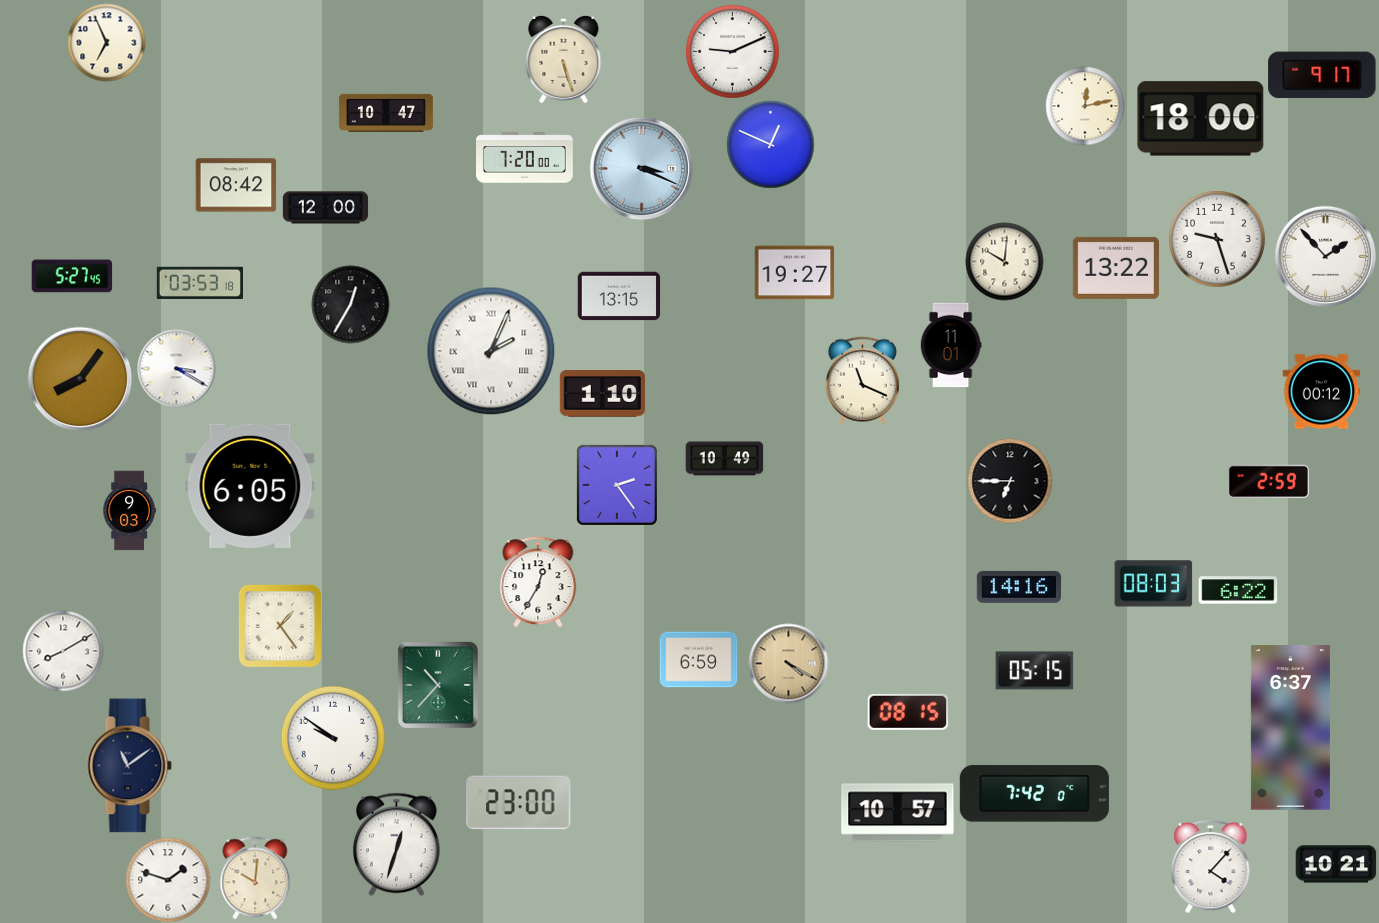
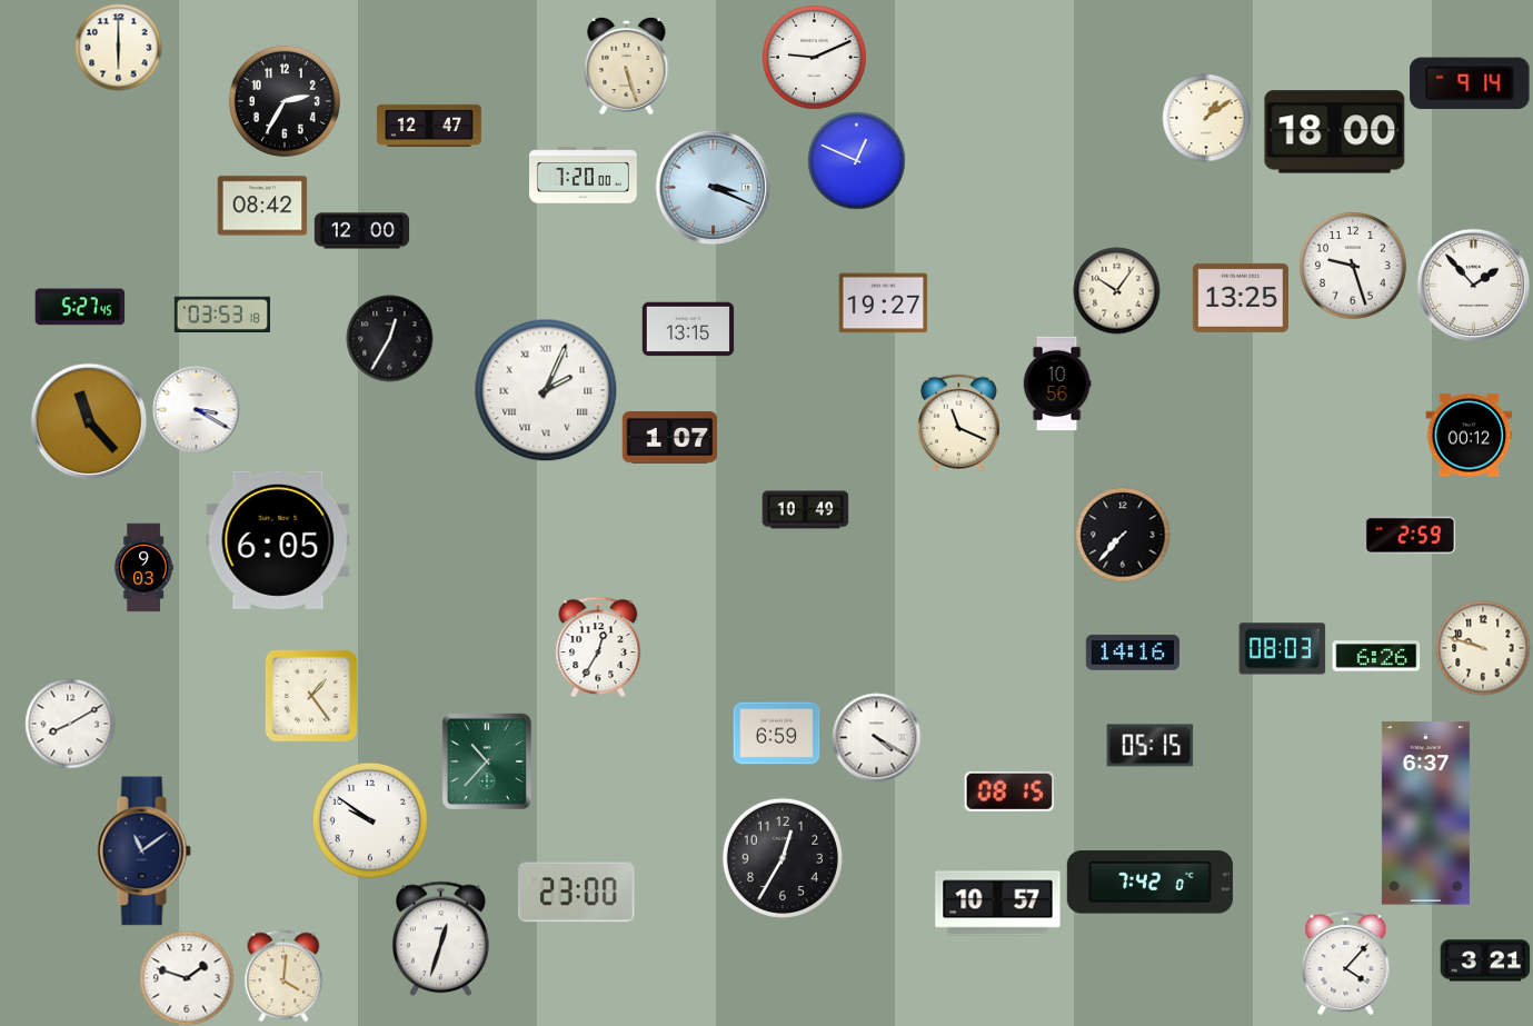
clock at (106, 42): 6:56 -> 6:00
clock at (1322, 75): 9:17 -> 9:14
clock at (285, 101): none -> 2:35
clock at (1085, 106): 12:13 -> 1:09
clock at (386, 113): 10:47 -> 12:47
clock at (1004, 261): 10:01 -> 10:06
clock at (1116, 268): 13:22 -> 13:25
clock at (951, 345): 11:01 -> 10:56
clock at (80, 379): 8:06 -> 11:23
clock at (602, 394): 1:10 -> 1:07
clock at (1010, 481): 6:45 -> 7:37
clock at (617, 485): 2:24 -> none
clock at (1483, 648): none -> 9:48
clock at (1238, 590): 6:22 -> 6:26
clock at (788, 663) dial: champagne -> white
clock at (1290, 728) position: (1290, 728) -> (1425, 814)
clock at (783, 858): none -> 12:35
clock at (1336, 864): 10:21 -> 3:21
clock at (255, 878): 10:01 -> 4:01
